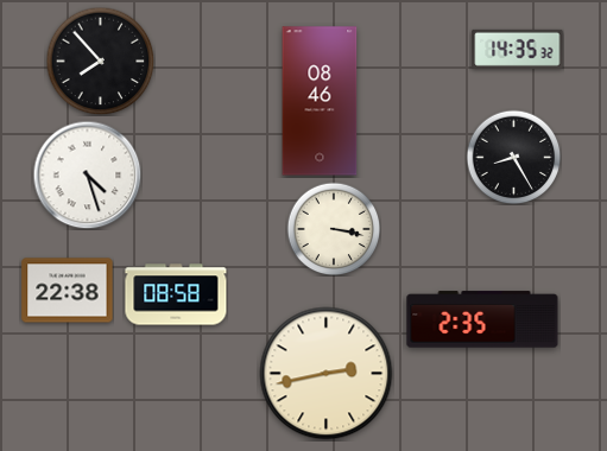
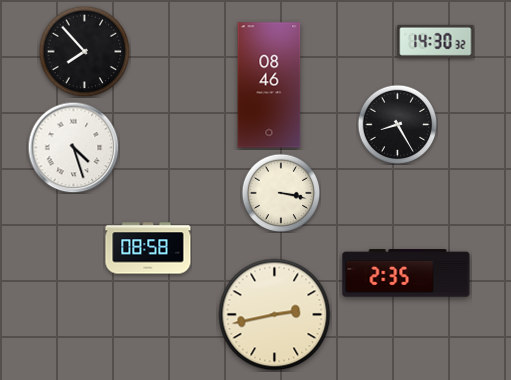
clock at (518, 49): 14:35 -> 14:30
clock at (513, 157) position: (513, 157) -> (397, 124)
clock at (68, 291): 22:38 -> none
clock at (482, 319) position: (482, 319) -> (406, 273)
